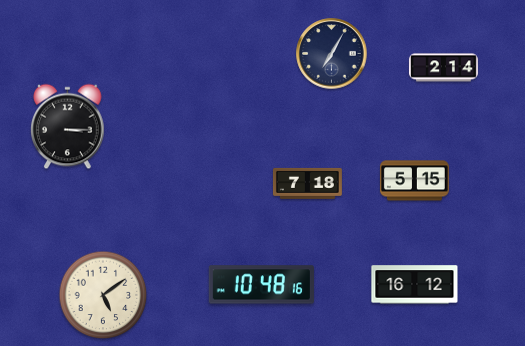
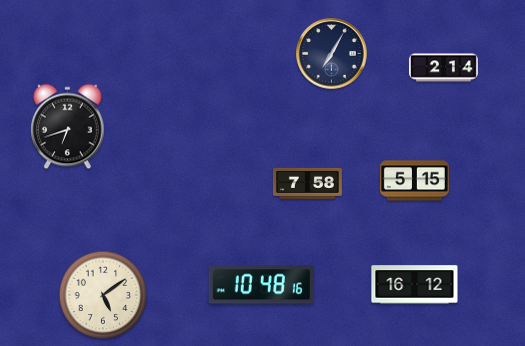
clock at (68, 127): 3:15 -> 6:42
clock at (307, 183): 7:18 -> 7:58
